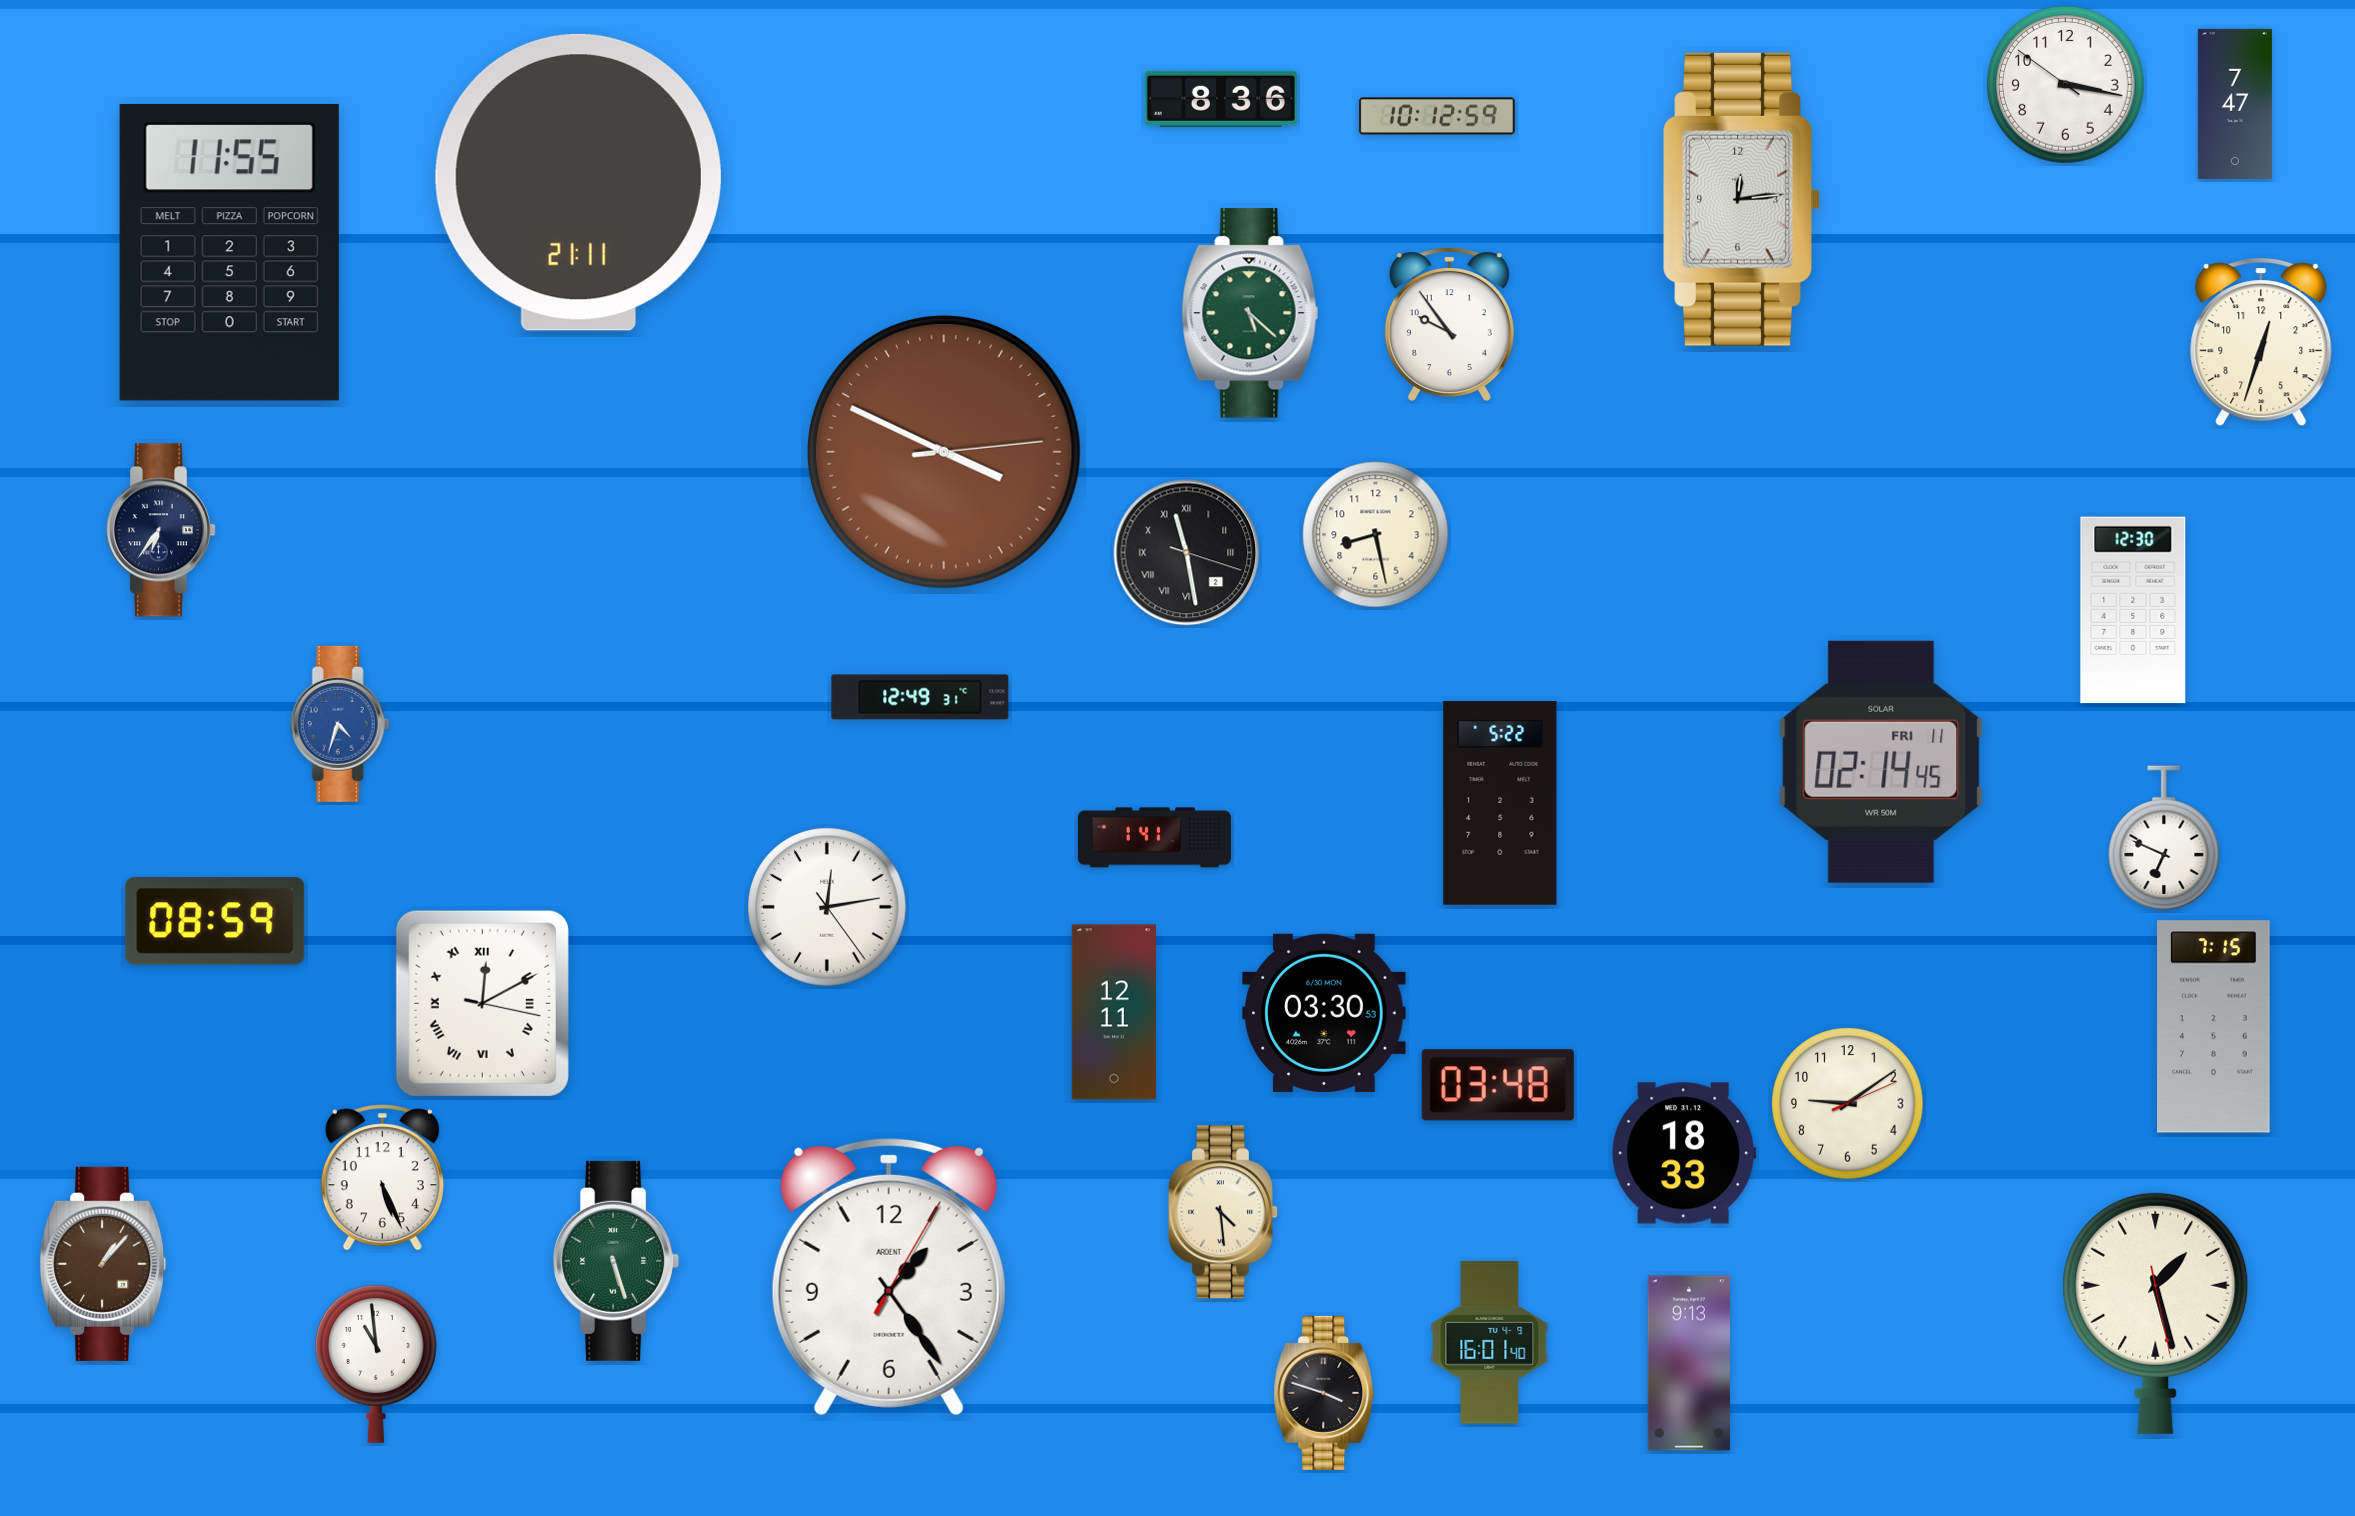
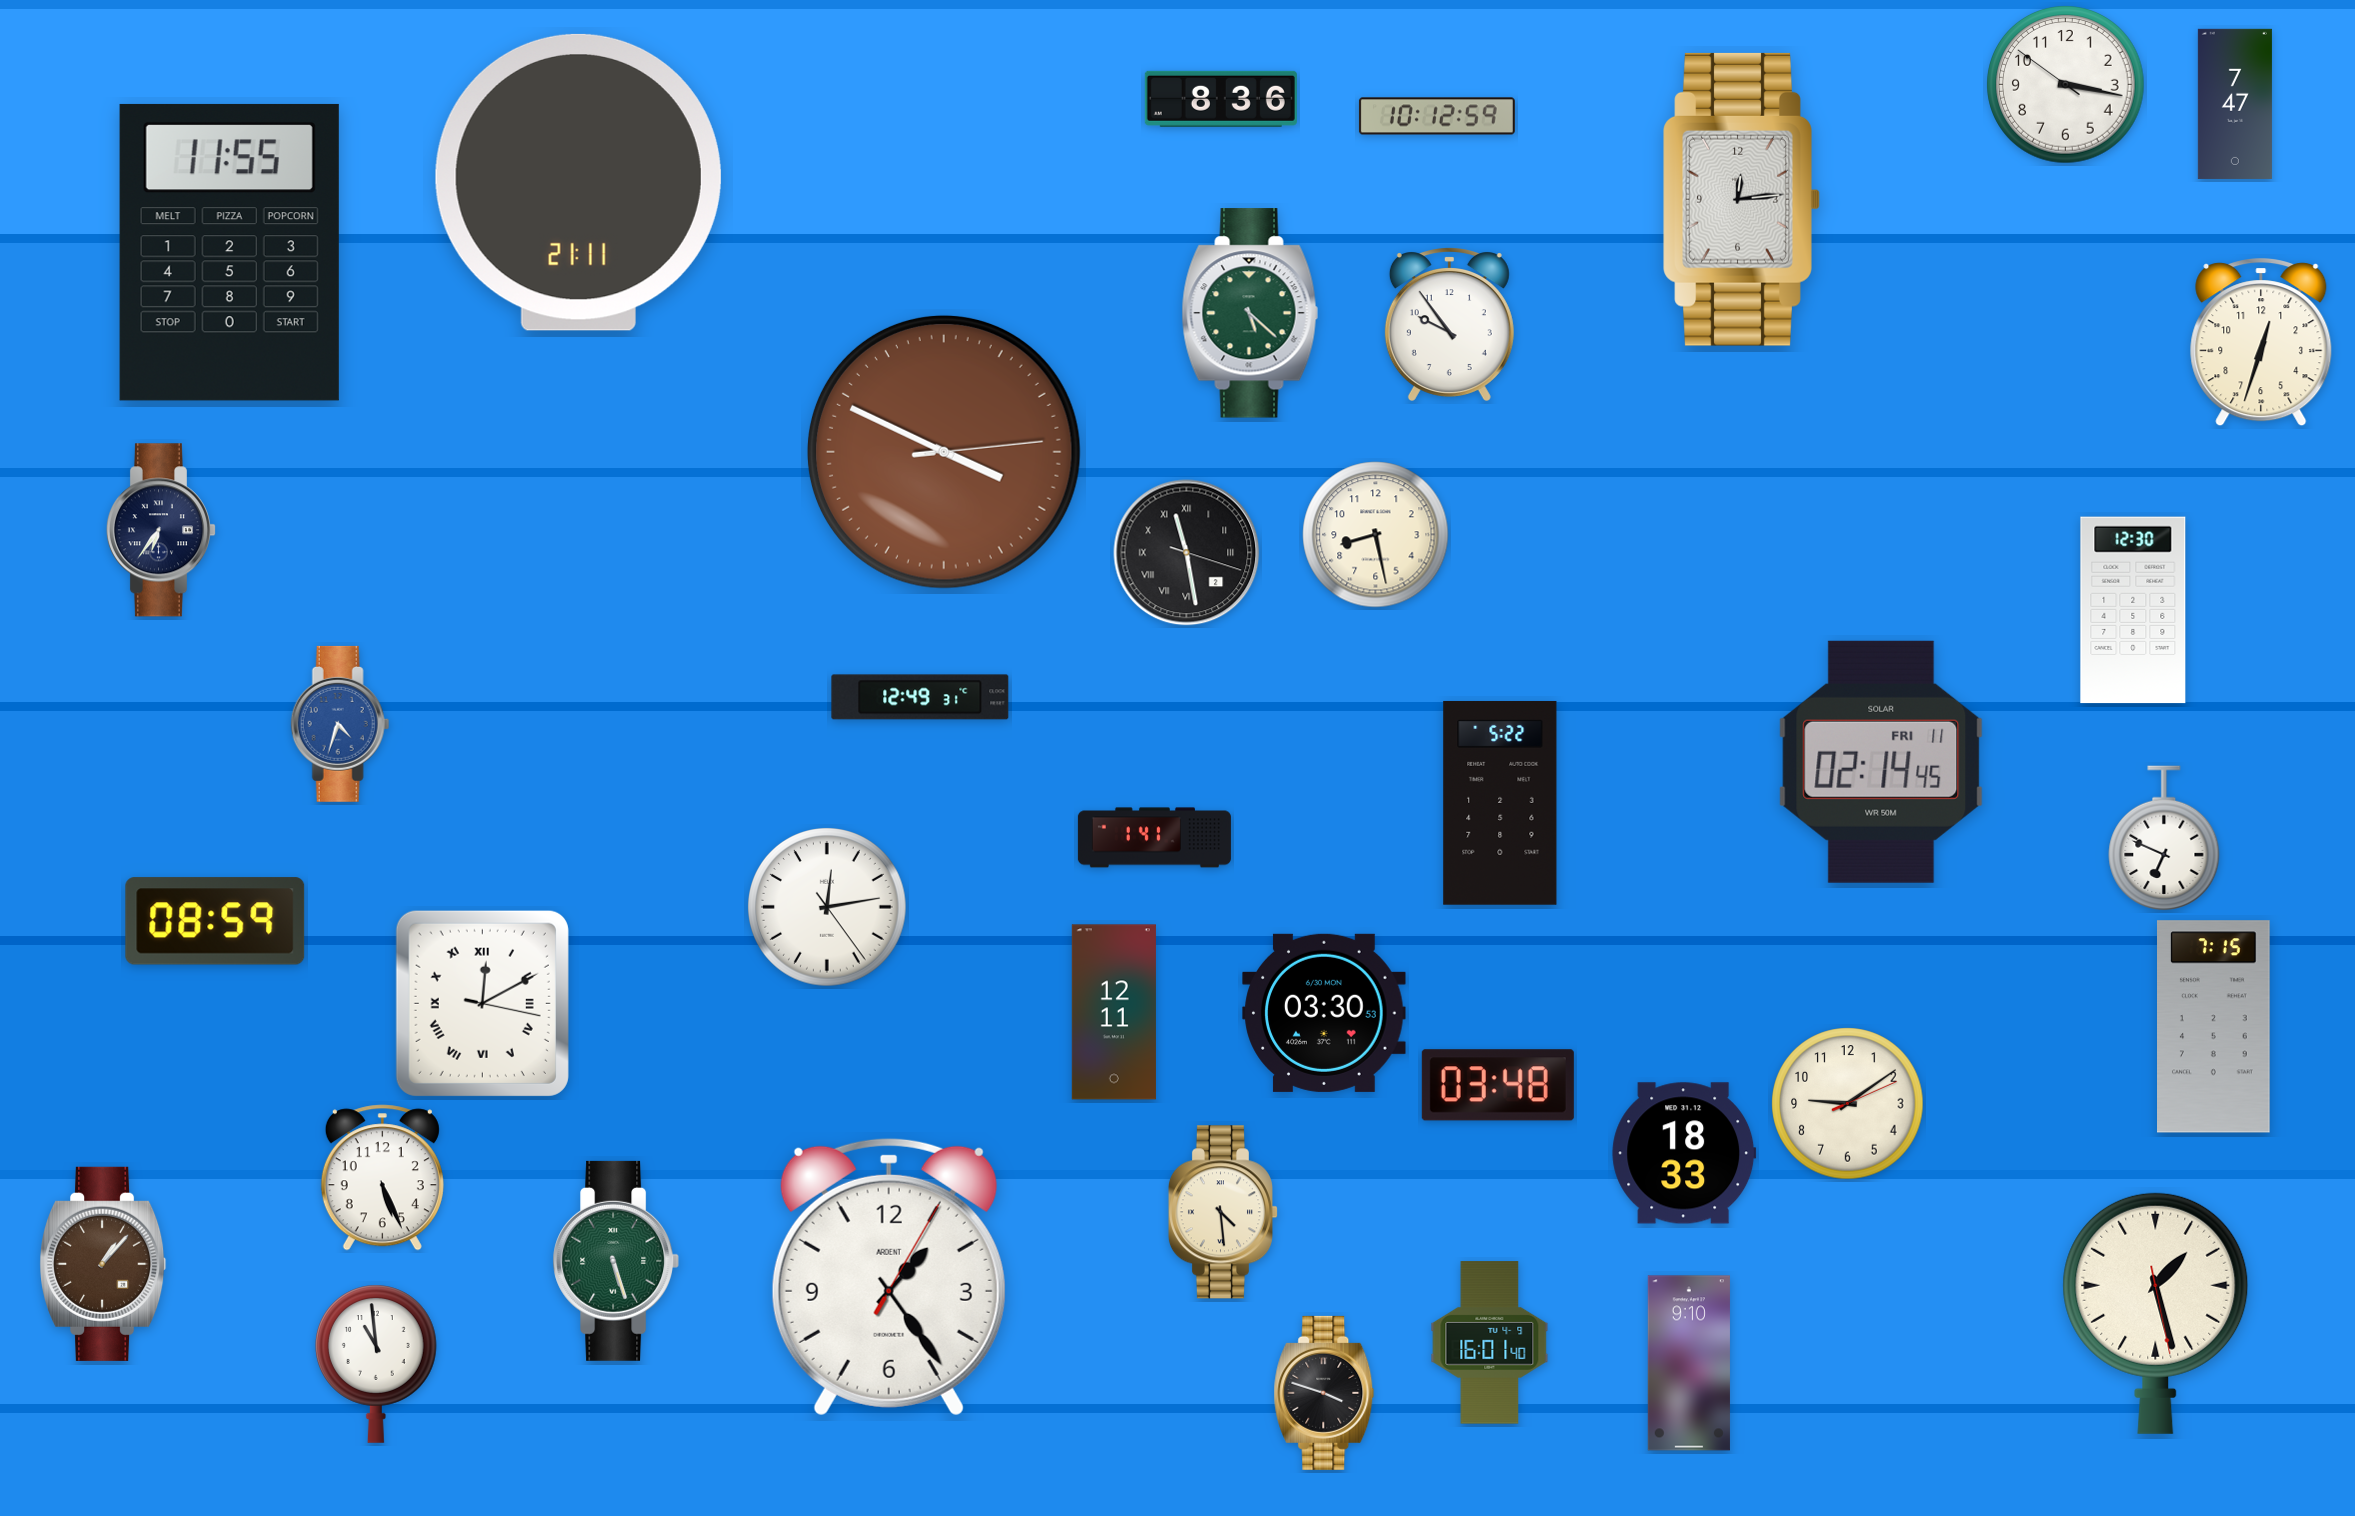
clock at (1689, 1363): 9:13 -> 9:10
